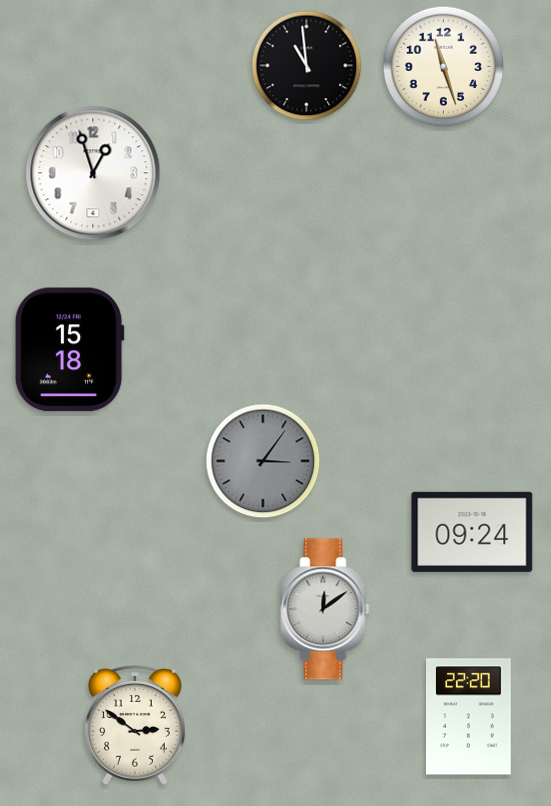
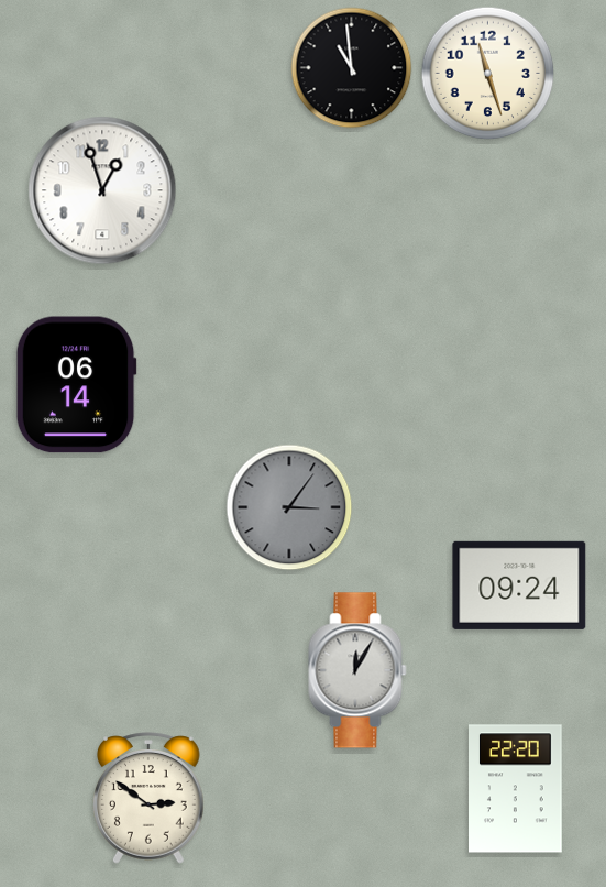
clock at (307, 66) position: (307, 66) -> (352, 68)
clock at (69, 350): 15:18 -> 06:14
clock at (325, 609): 12:09 -> 12:05
